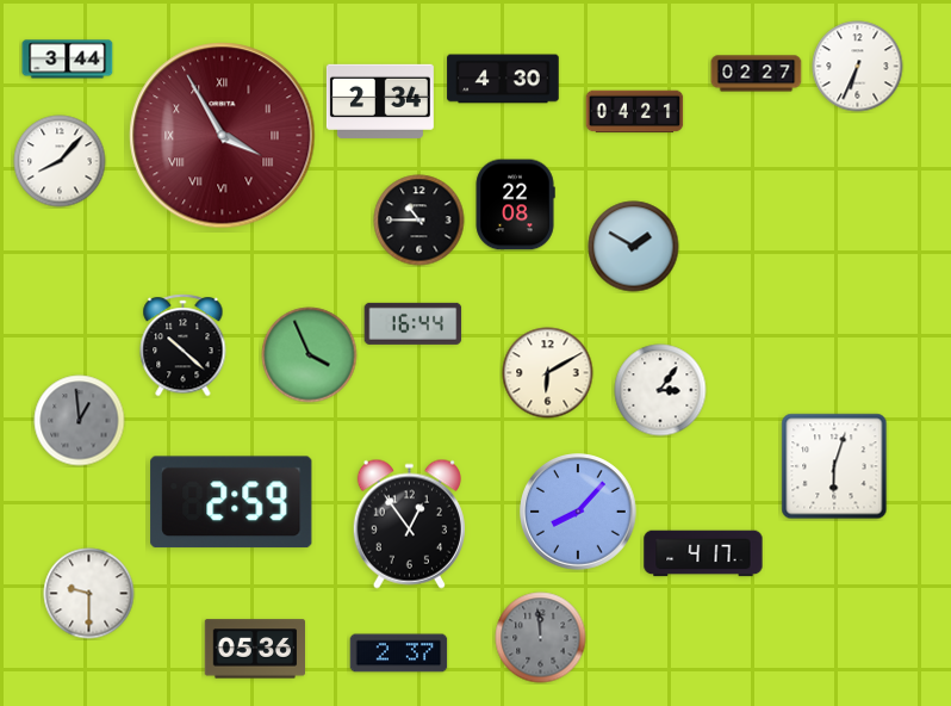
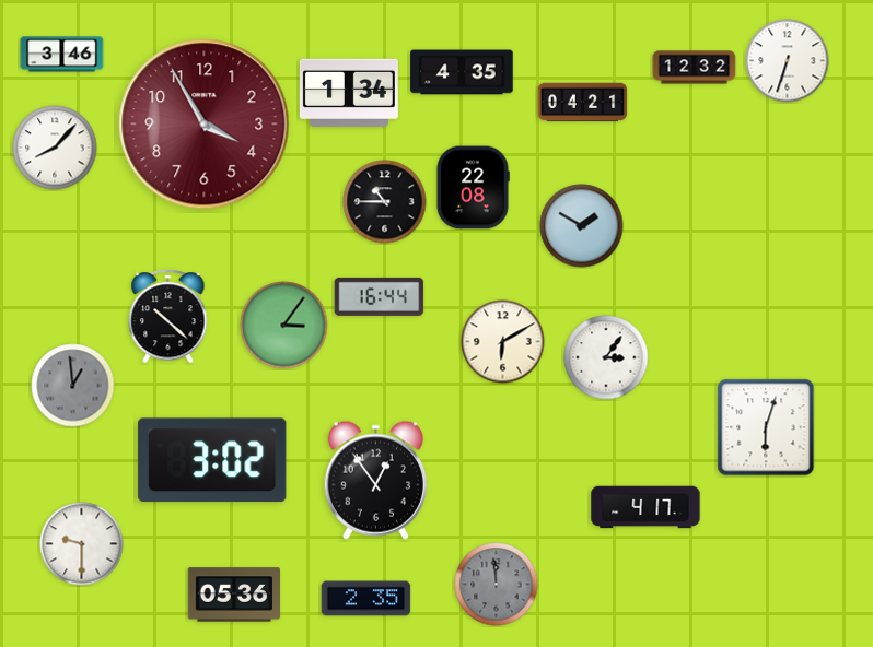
clock at (68, 60): 3:44 -> 3:46
clock at (858, 67): 6:34 -> 6:33
clock at (757, 74): 02:27 -> 12:32
clock at (503, 79): 4:30 -> 4:35
clock at (380, 101): 2:34 -> 1:34
clock at (223, 136) numerals: Roman -> Arabic
clock at (310, 355): 3:56 -> 3:06
clock at (231, 502): 2:59 -> 3:02
clock at (578, 512): 8:07 -> none
clock at (399, 654): 2:37 -> 2:35
